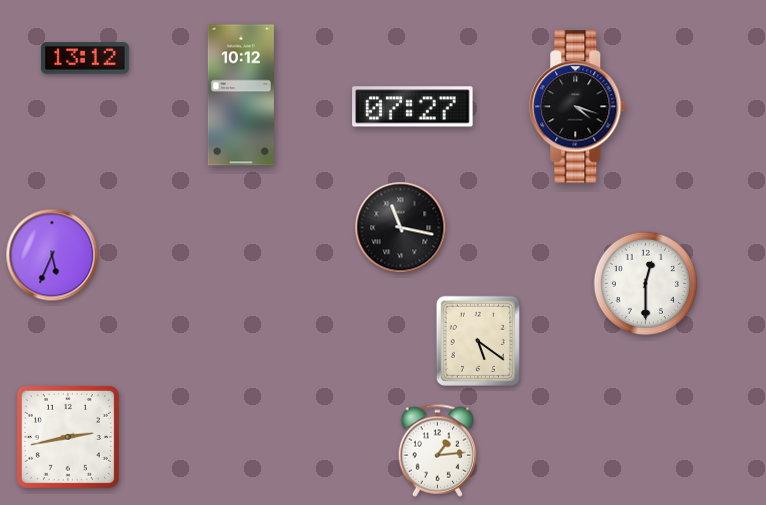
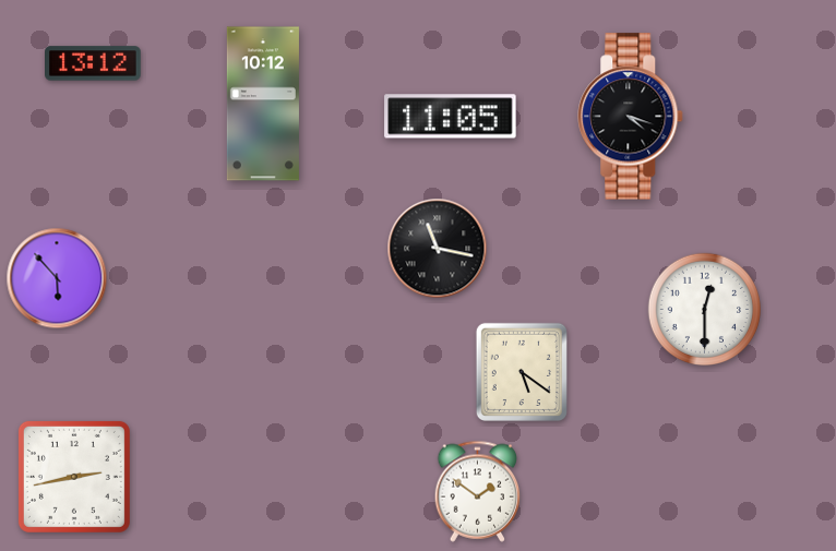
clock at (413, 107): 07:27 -> 11:05
clock at (52, 255): 5:34 -> 5:53
clock at (438, 450): 1:14 -> 1:51
